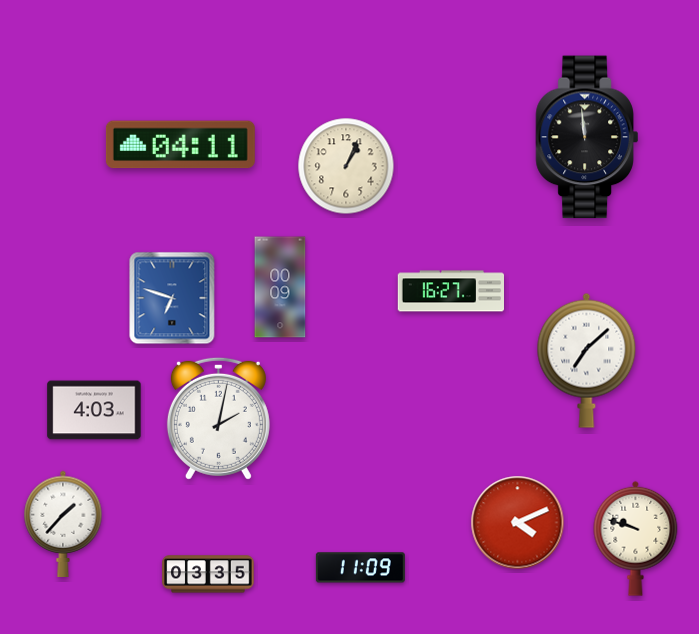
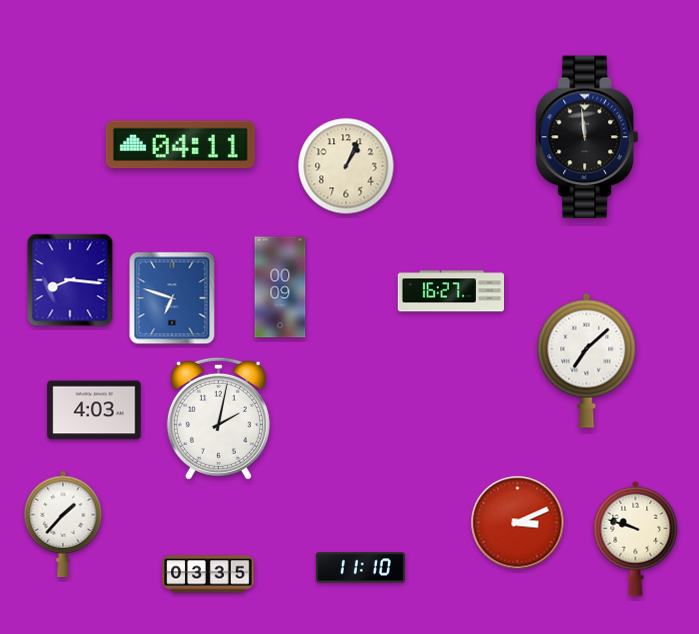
clock at (70, 280): none -> 8:16
clock at (518, 523): 4:11 -> 3:11
clock at (360, 568): 11:09 -> 11:10
